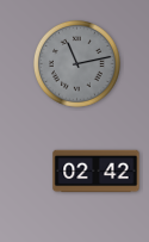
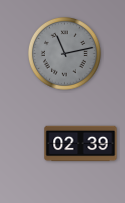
clock at (97, 172): 02:42 -> 02:39
